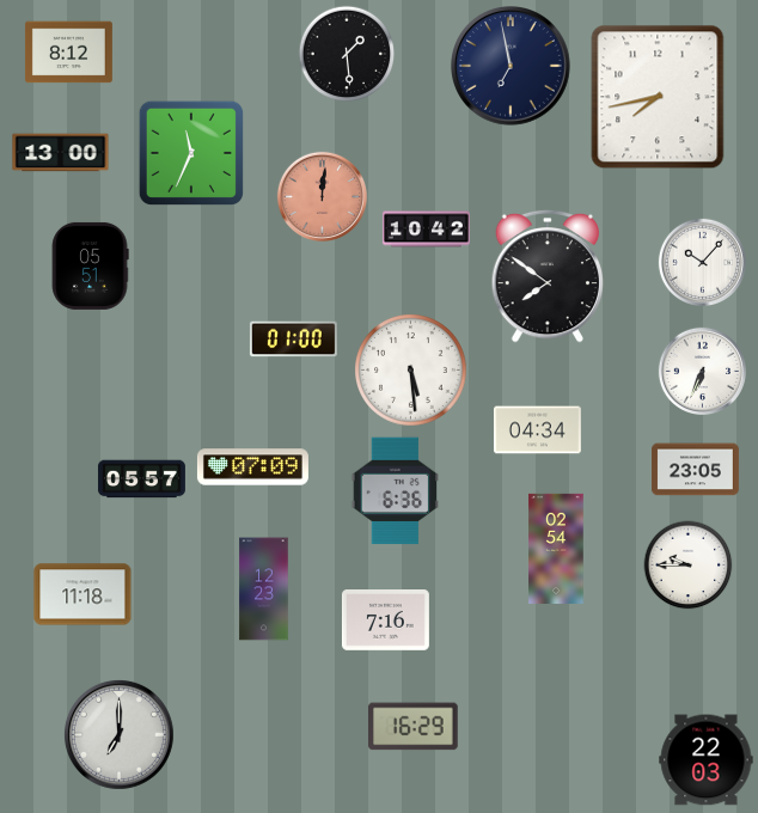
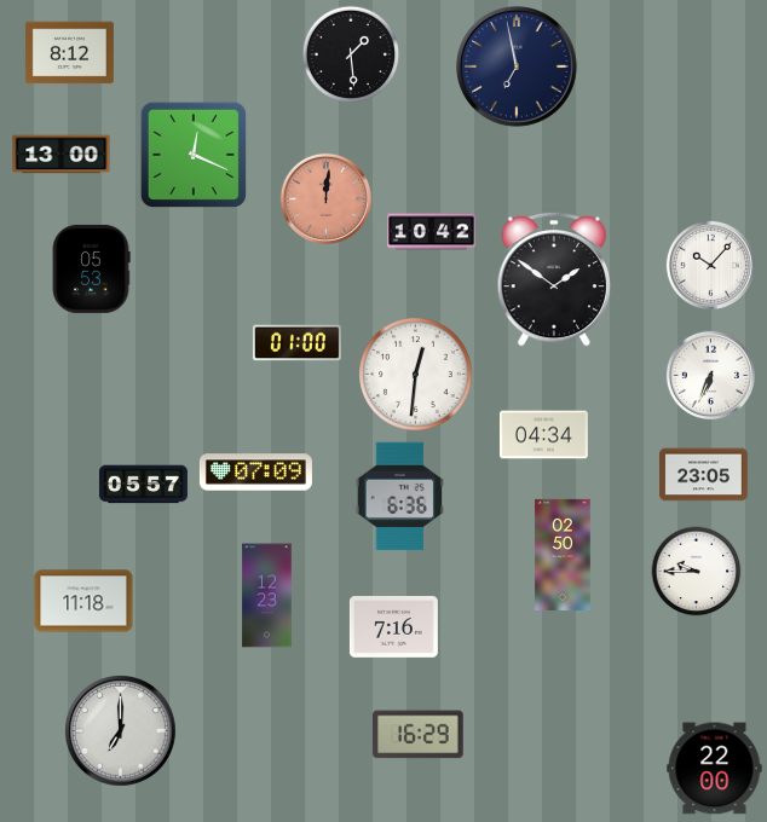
clock at (658, 97): 7:43 -> none
clock at (190, 152): 11:34 -> 12:19
clock at (90, 265): 05:51 -> 05:53
clock at (548, 276): 7:51 -> 1:51
clock at (411, 371): 5:29 -> 12:31
clock at (556, 549): 02:54 -> 02:50
clock at (385, 621) position: (385, 621) -> (393, 627)
clock at (118, 734) position: (118, 734) -> (120, 730)
clock at (707, 760): 22:03 -> 22:00
